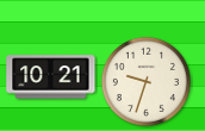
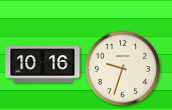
clock at (51, 77): 10:21 -> 10:16
